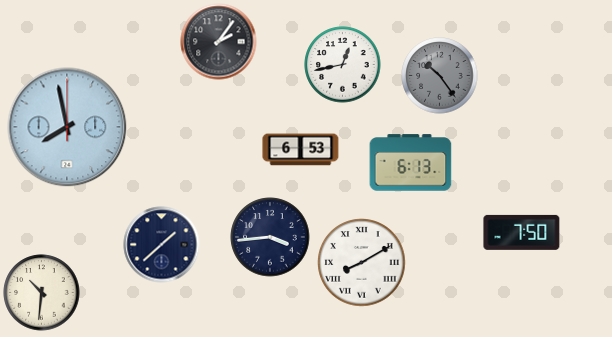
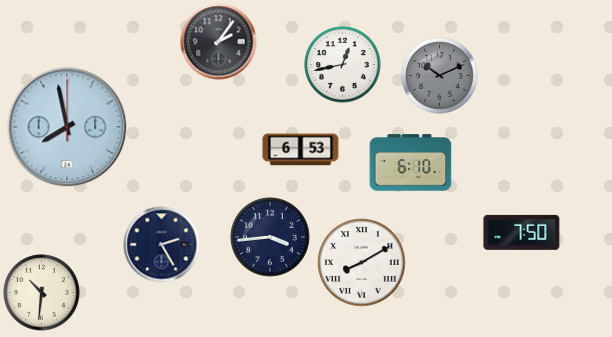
clock at (440, 76): 10:24 -> 10:11
clock at (411, 163): 6:13 -> 6:10
clock at (162, 245): 1:38 -> 2:25
